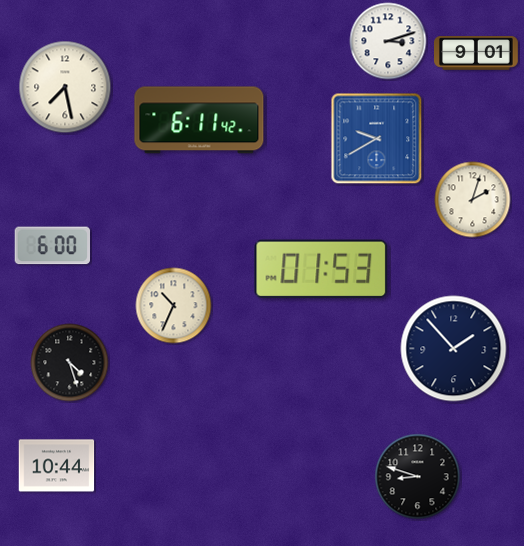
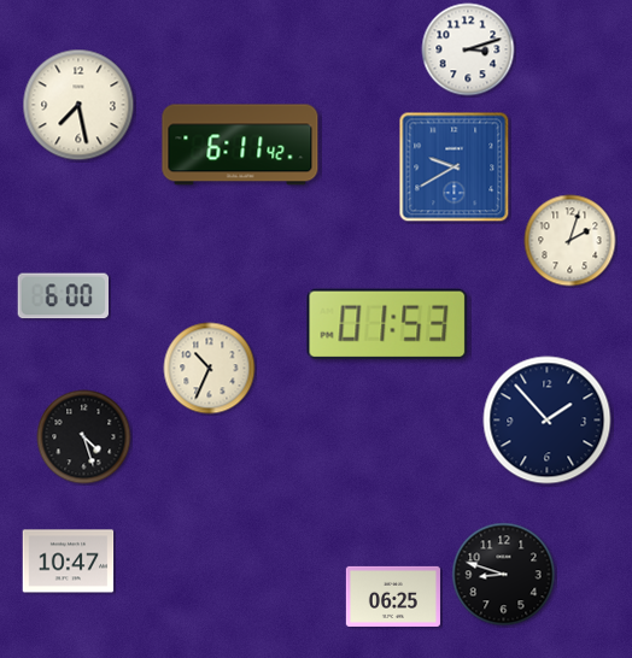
clock at (476, 53): 9:01 -> none
clock at (57, 466): 10:44 -> 10:47
clock at (393, 597): none -> 06:25
